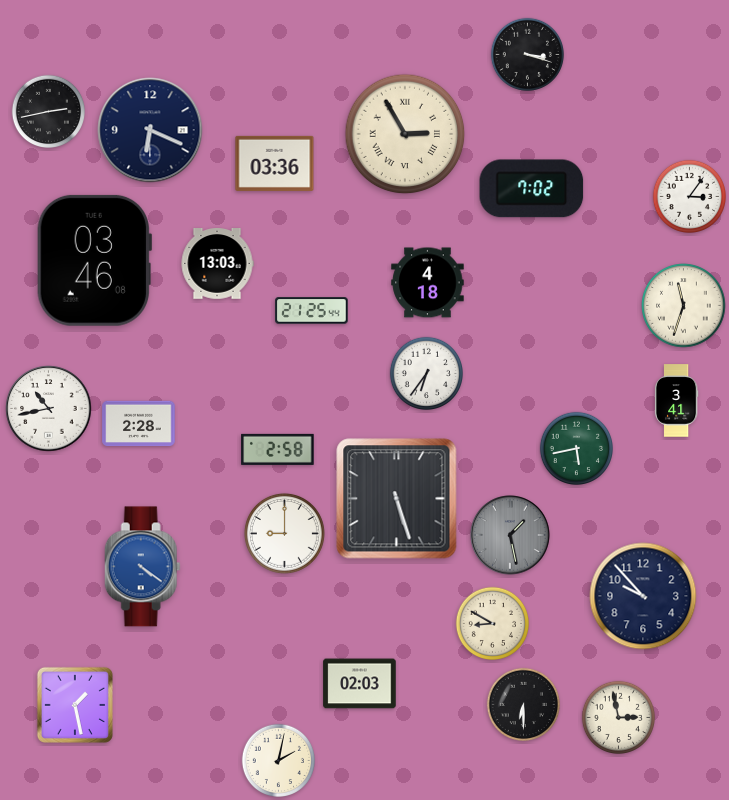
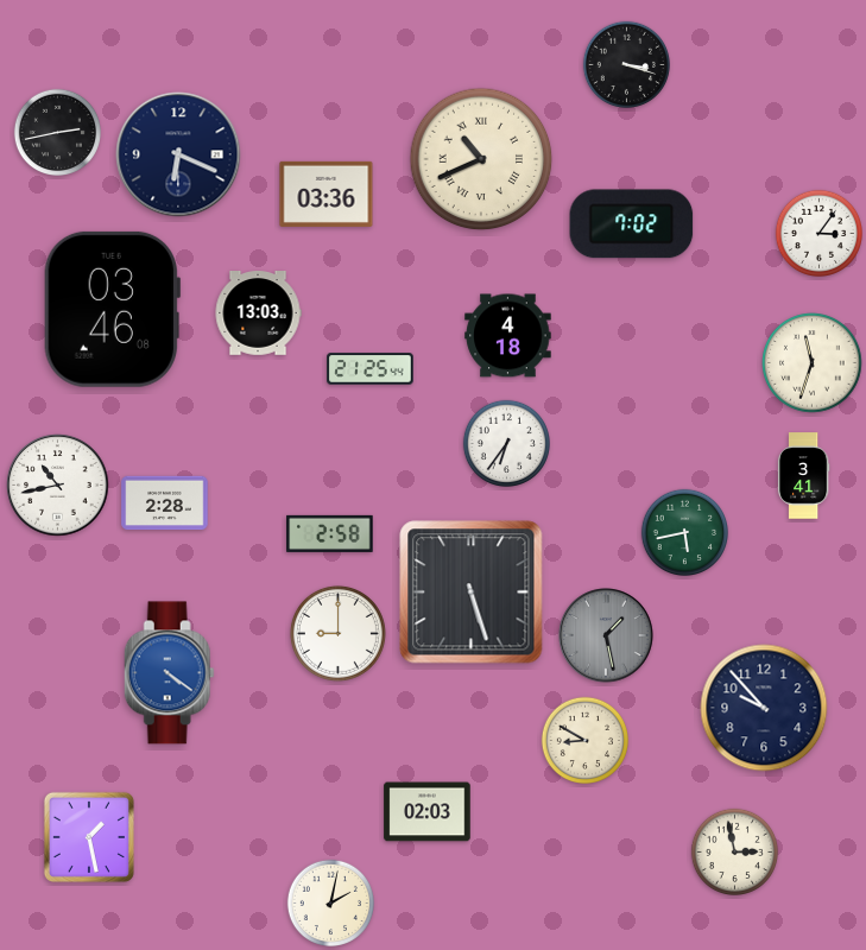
clock at (405, 134): 2:55 -> 10:41
clock at (523, 704): 6:30 -> none
